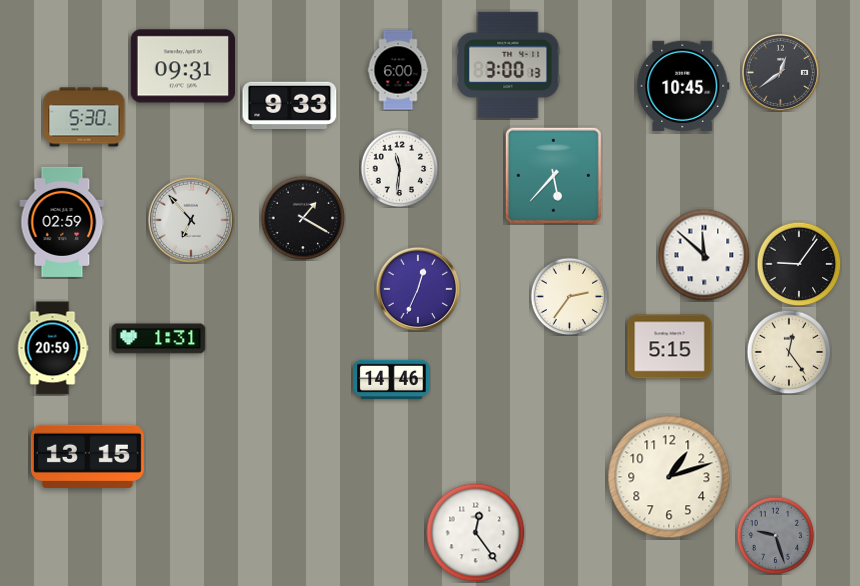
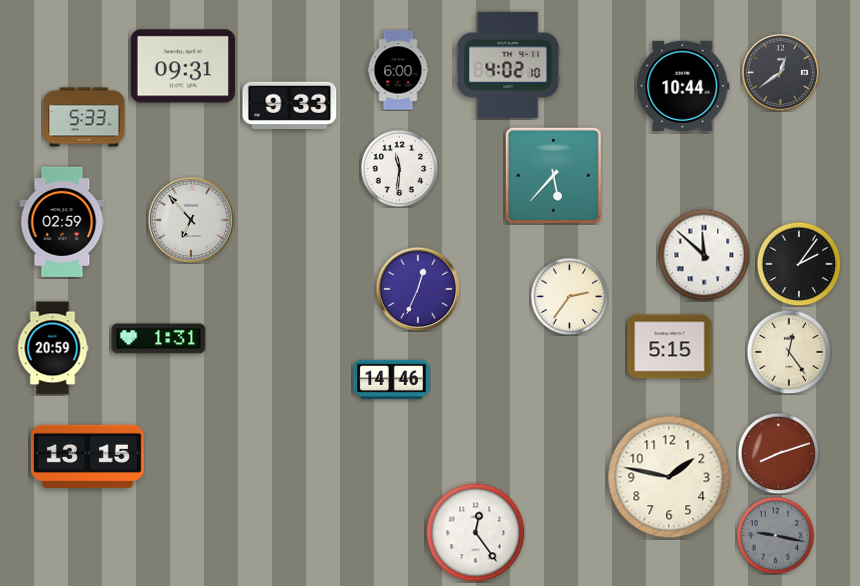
clock at (508, 65): 3:00 -> 4:02
clock at (683, 86): 10:45 -> 10:44
clock at (84, 117): 5:30 -> 5:33
clock at (303, 218): 1:20 -> none
clock at (799, 264): 9:06 -> 2:06
clock at (778, 453): none -> 8:12
clock at (669, 477): 1:12 -> 1:47
clock at (775, 535): 9:27 -> 9:17
